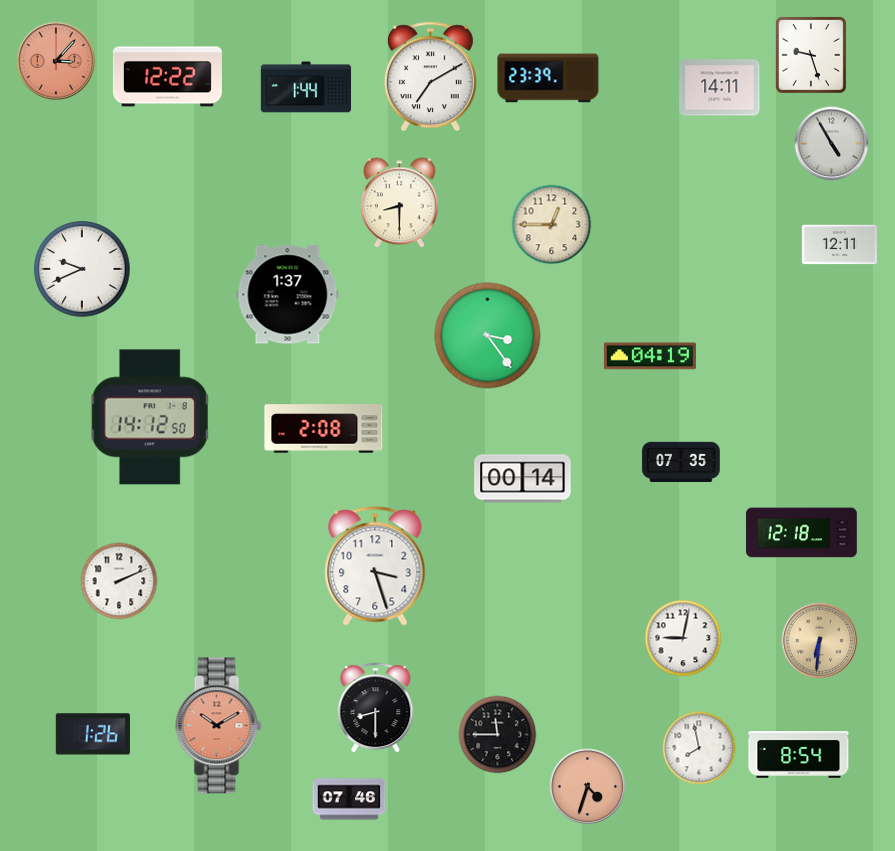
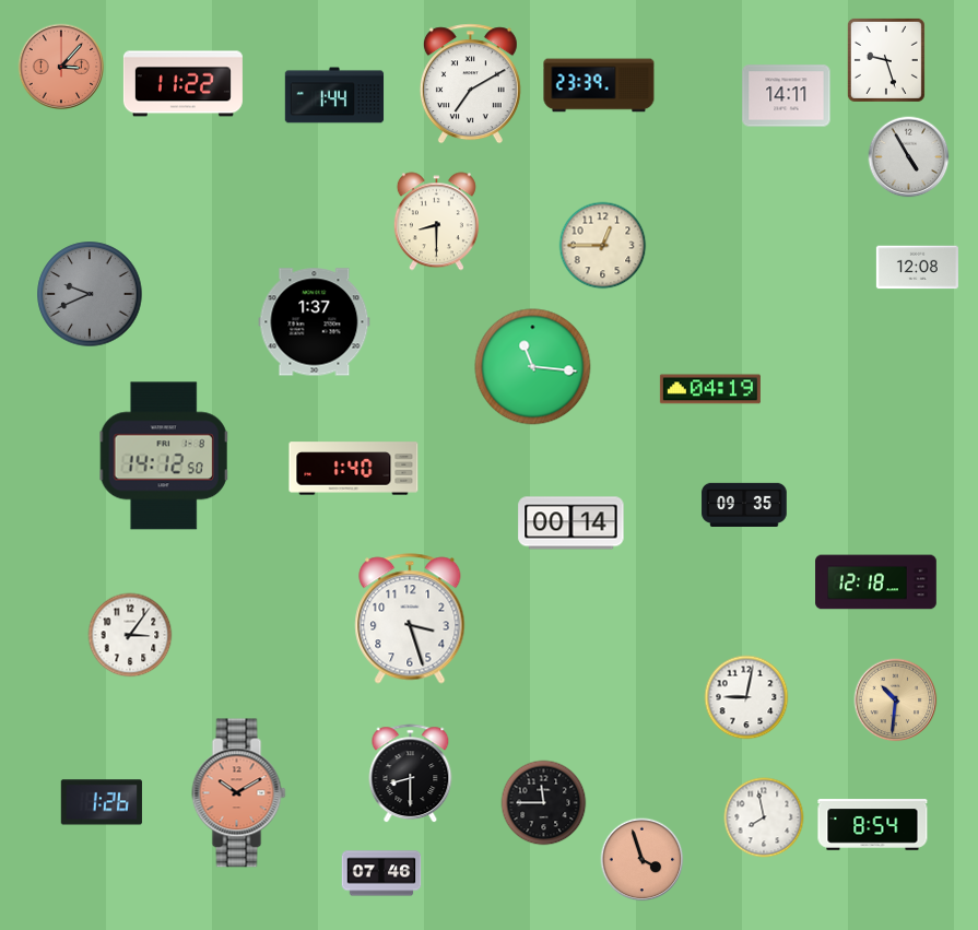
clock at (167, 77): 12:22 -> 11:22
clock at (839, 245): 12:11 -> 12:08
clock at (82, 269) dial: white -> grey
clock at (488, 336): 3:24 -> 11:16
clock at (324, 429): 2:08 -> 1:40
clock at (681, 461): 07:35 -> 09:35
clock at (119, 581): 2:11 -> 3:06
clock at (820, 641): 6:31 -> 10:31
clock at (588, 787): 4:33 -> 3:57
